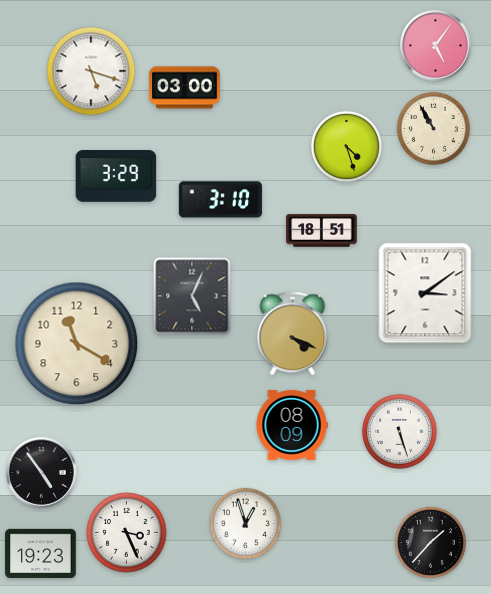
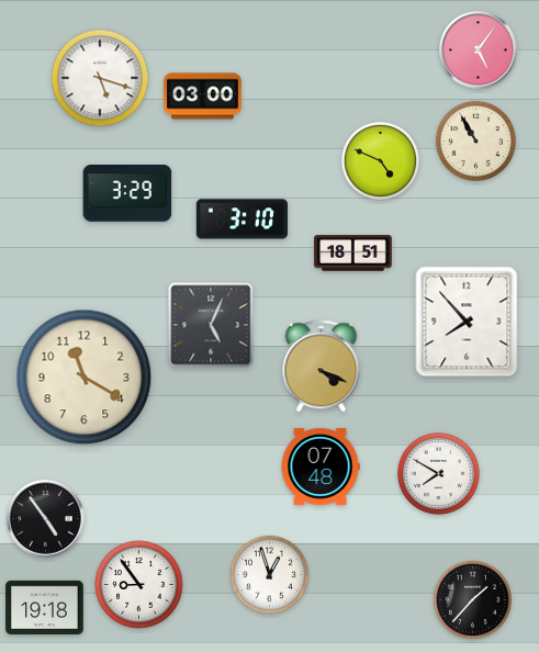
clock at (346, 146): 4:27 -> 4:49
clock at (425, 293): 3:09 -> 7:53
clock at (292, 425): 08:09 -> 07:48
clock at (399, 431): 5:27 -> 7:50
clock at (127, 533): 3:26 -> 8:54
clock at (430, 542) position: (430, 542) -> (472, 599)
clock at (41, 553): 19:23 -> 19:18
